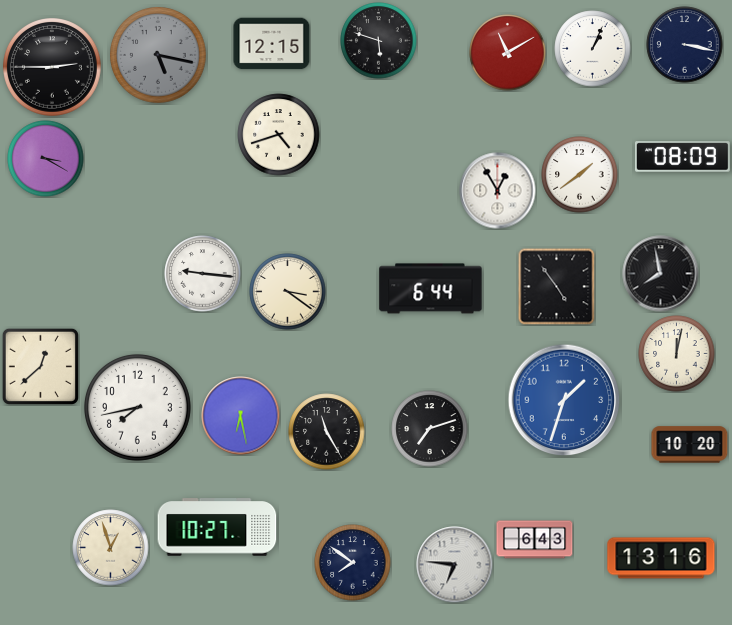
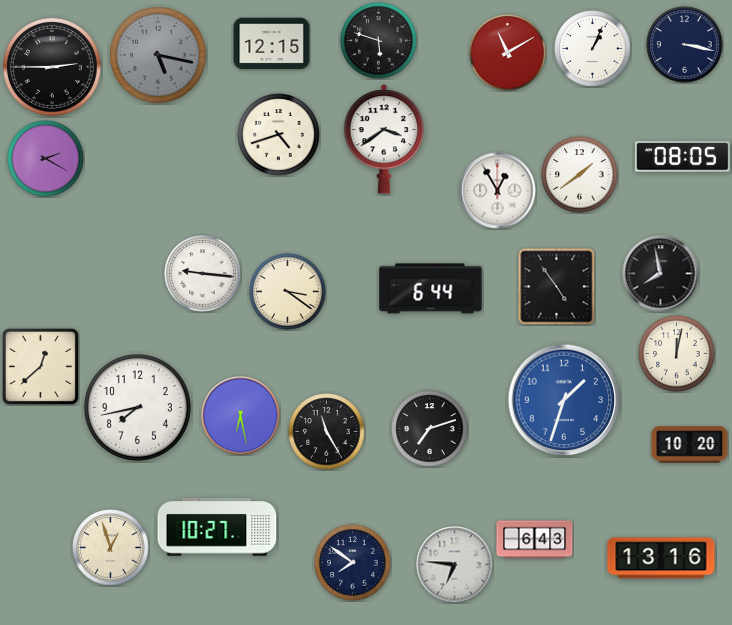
clock at (384, 139): none -> 3:39
clock at (682, 157): 08:09 -> 08:05
clock at (46, 159): 3:20 -> 2:20
